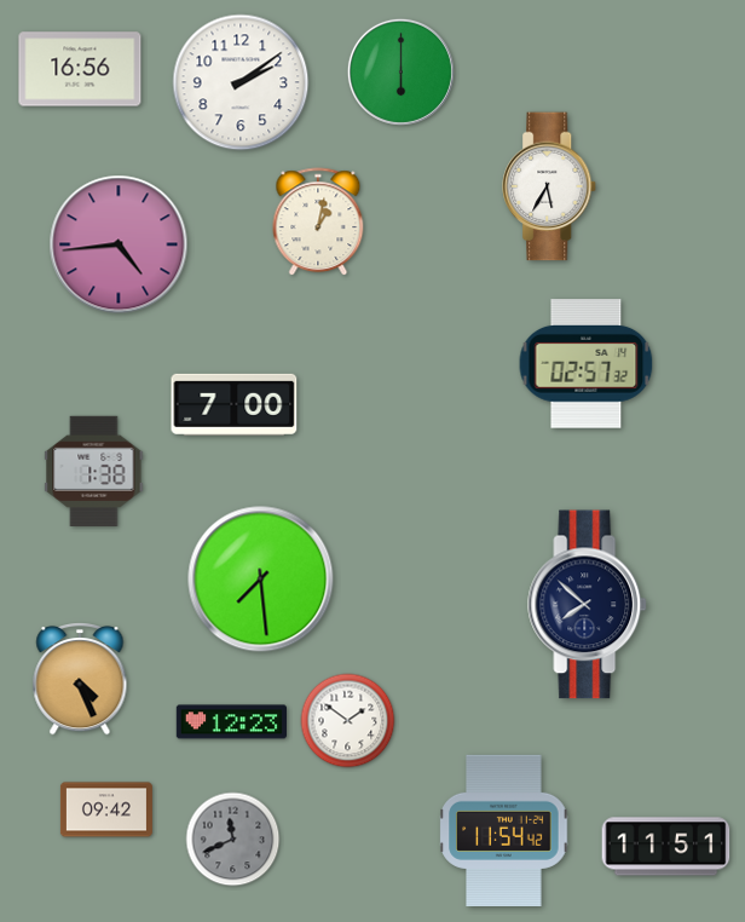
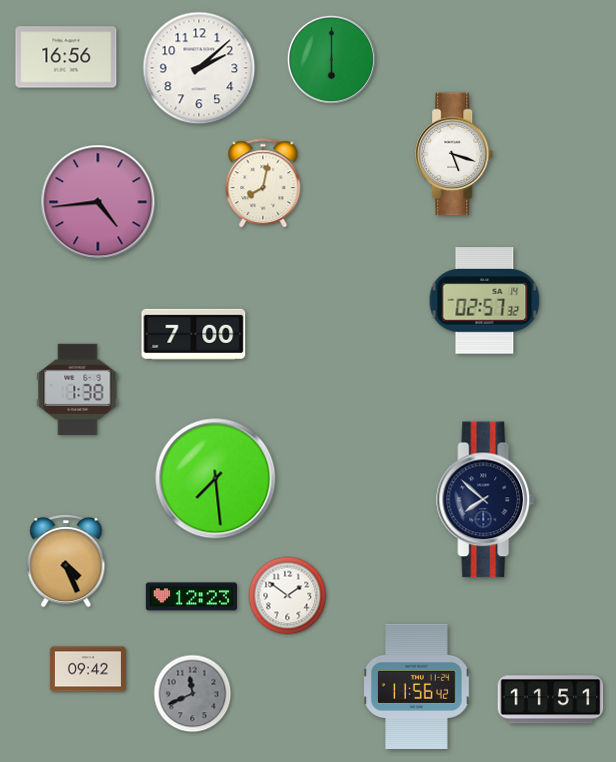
clock at (241, 82): 2:09 -> 2:08
clock at (550, 186): 5:35 -> 5:18
clock at (318, 223): 1:02 -> 8:02
clock at (504, 830): 11:54 -> 11:56
